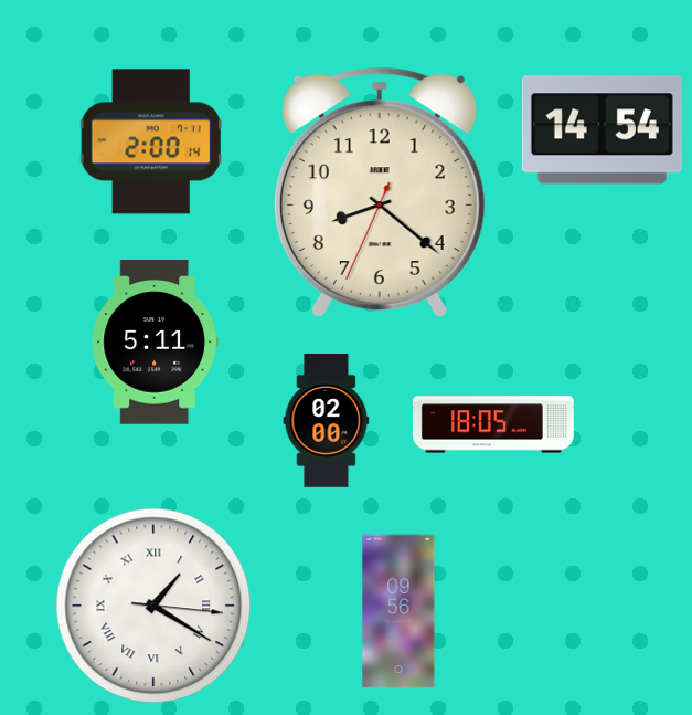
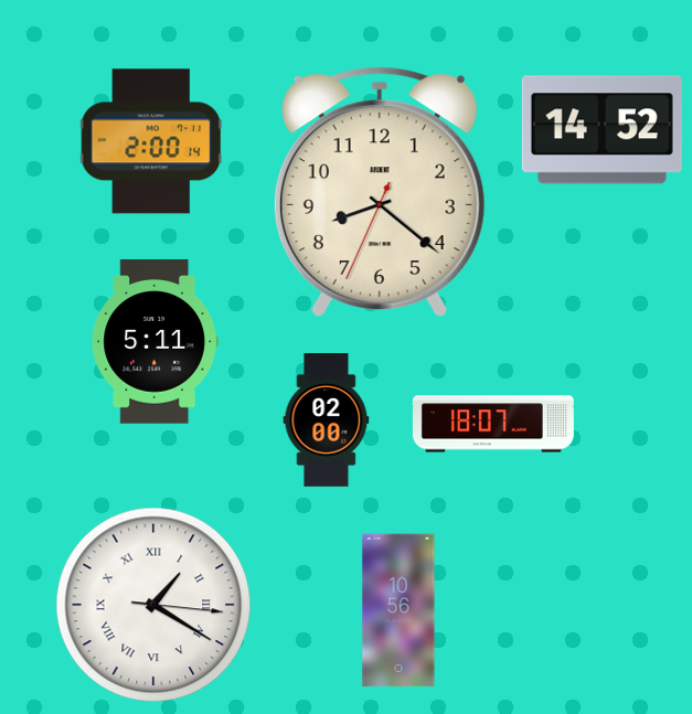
clock at (601, 130): 14:54 -> 14:52
clock at (493, 424): 18:05 -> 18:07
clock at (398, 611): 09:56 -> 10:56
